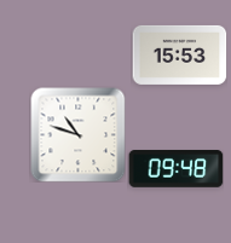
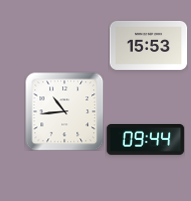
clock at (77, 134): 10:48 -> 10:44
clock at (175, 169): 09:48 -> 09:44
